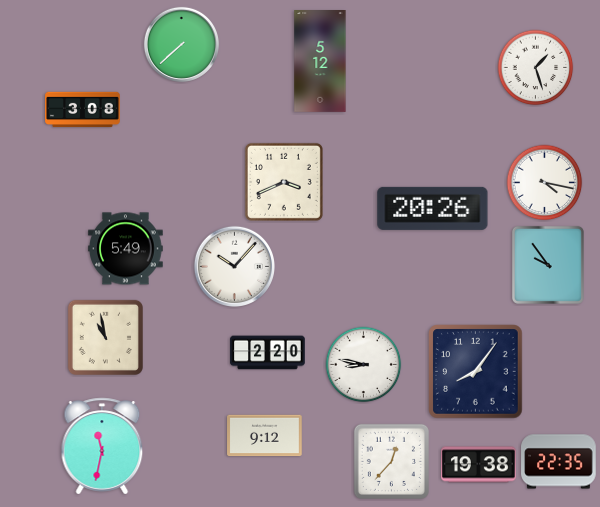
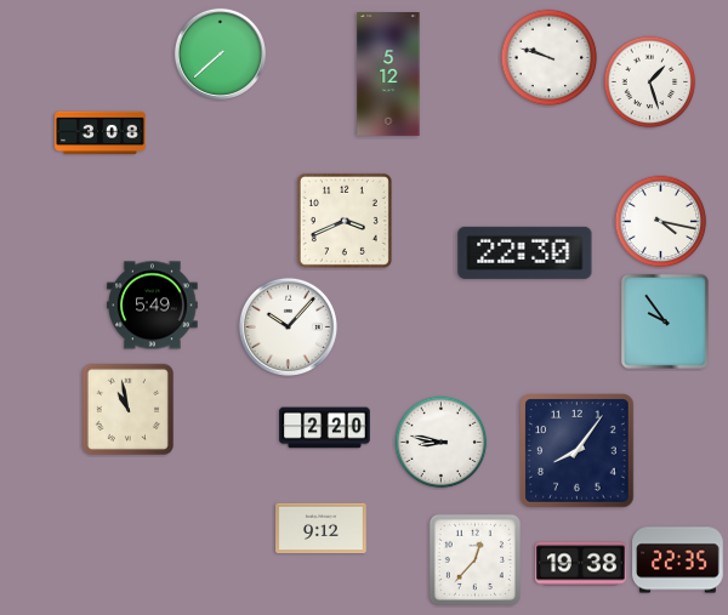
clock at (550, 58): none -> 9:48
clock at (433, 208): 20:26 -> 22:30
clock at (126, 249) position: (126, 249) -> (153, 306)
clock at (234, 266) position: (234, 266) -> (288, 326)
clock at (102, 446): 11:32 -> none
